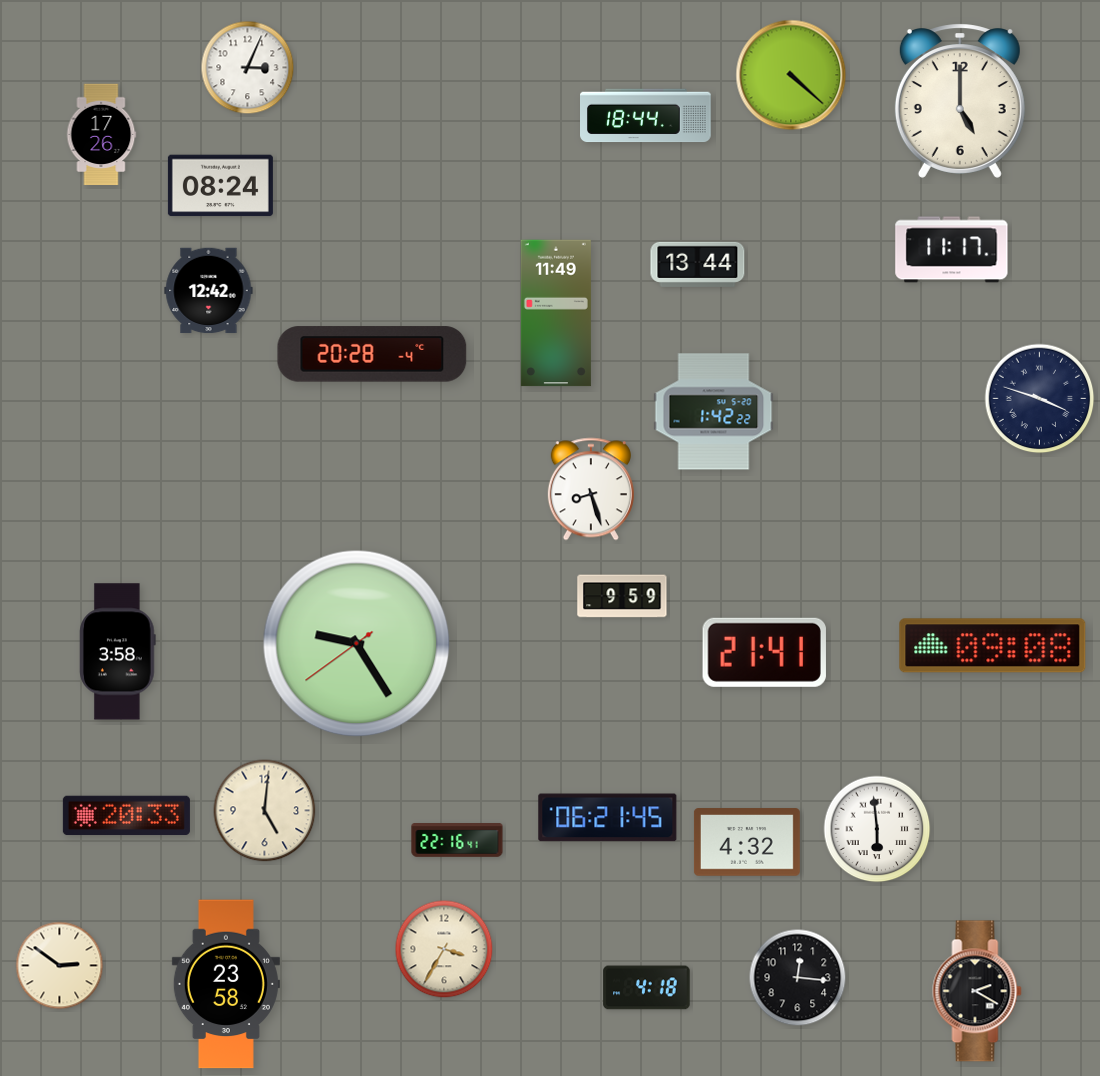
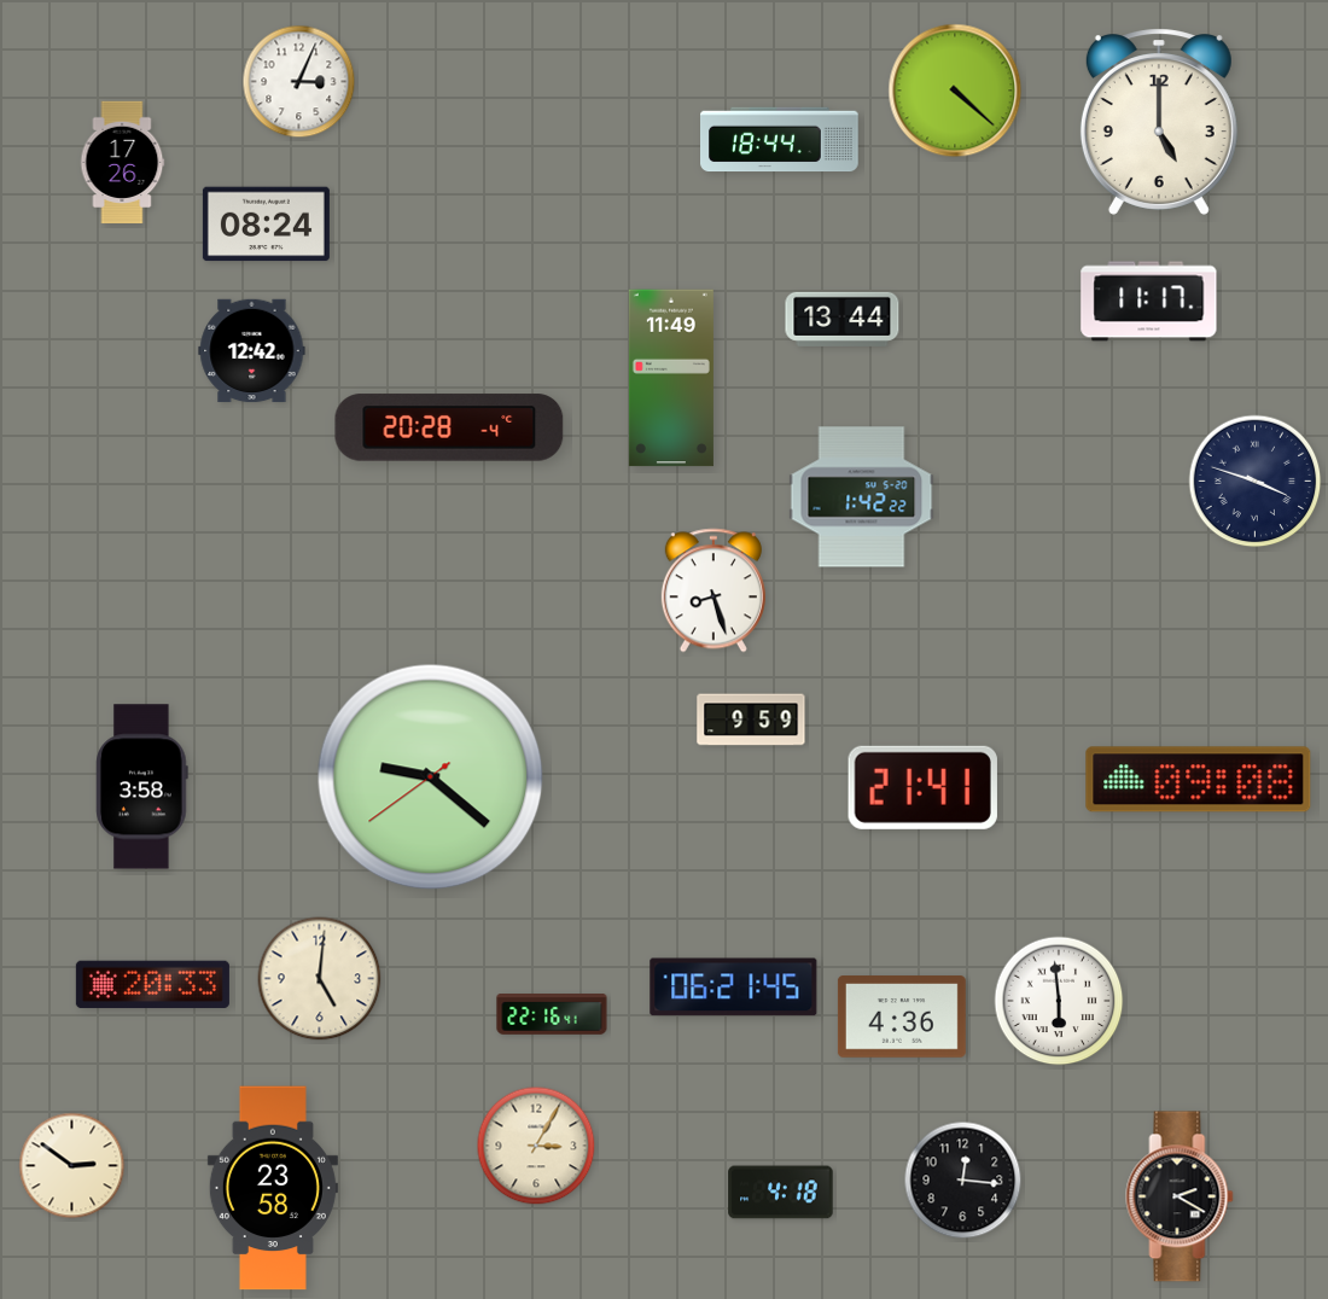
clock at (357, 644): 9:24 -> 9:21
clock at (747, 842): 4:32 -> 4:36
clock at (444, 949): 3:35 -> 3:05
